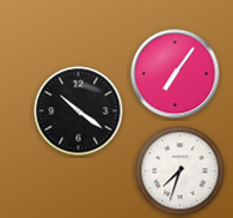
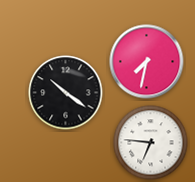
clock at (176, 74): 7:06 -> 7:32
clock at (180, 171): 7:33 -> 6:46
